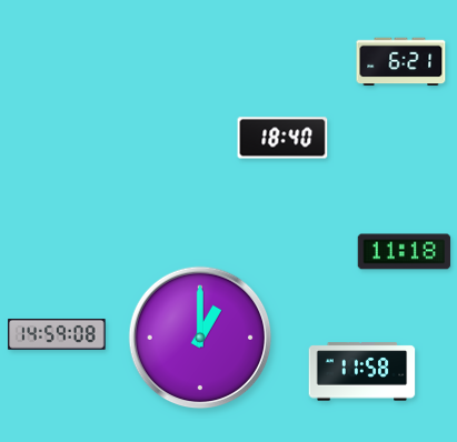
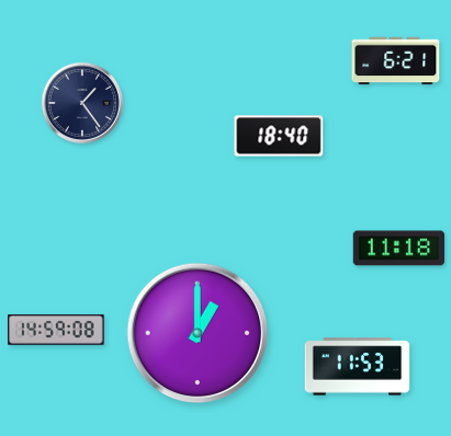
clock at (82, 103): none -> 1:24
clock at (362, 372): 11:58 -> 11:53
